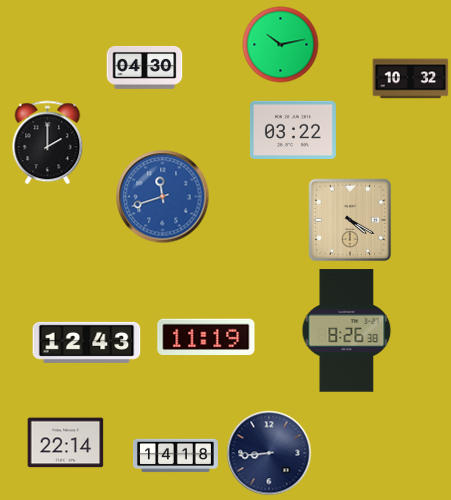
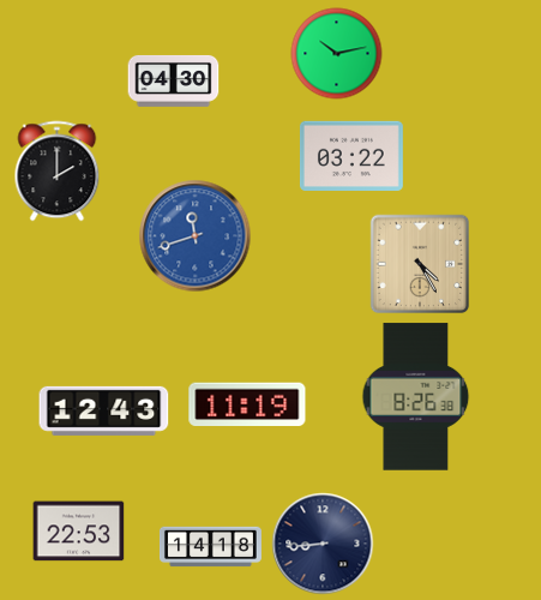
clock at (411, 79): 10:32 -> none
clock at (350, 220): 4:20 -> 4:25
clock at (66, 443): 22:14 -> 22:53
